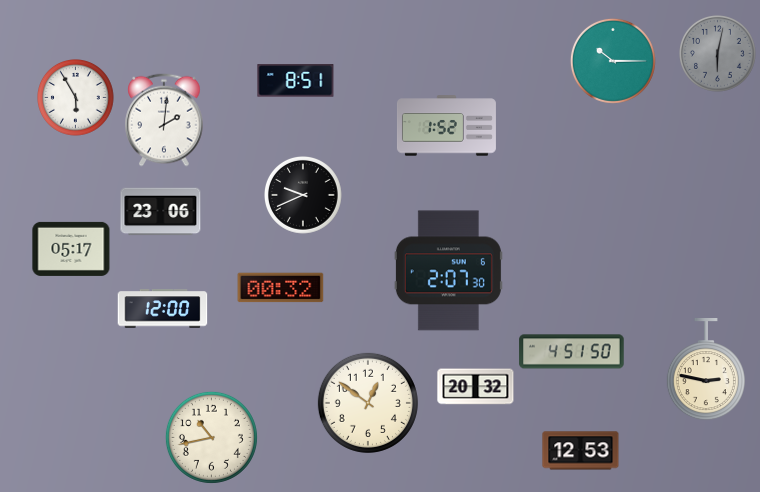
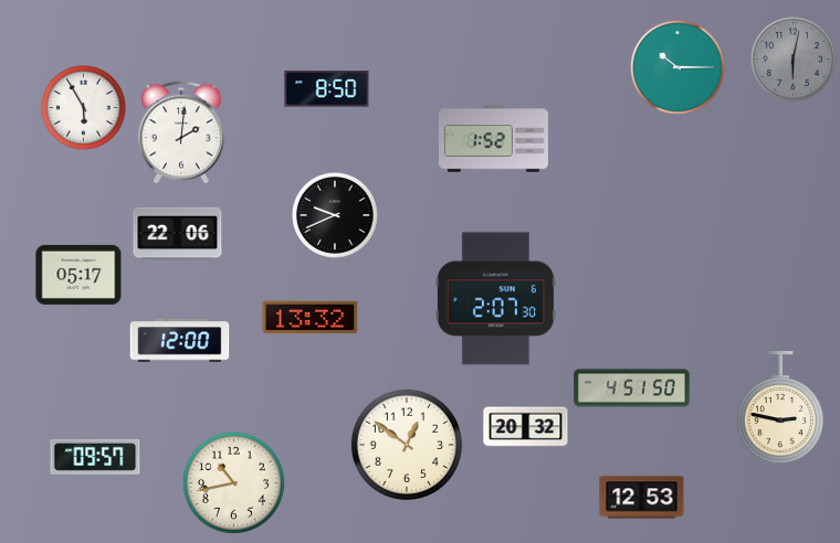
clock at (296, 81): 8:51 -> 8:50
clock at (161, 212): 23:06 -> 22:06
clock at (281, 288): 00:32 -> 13:32
clock at (95, 457): none -> 09:57
